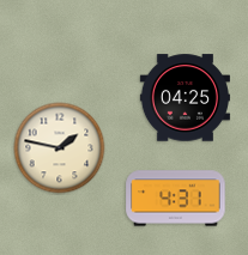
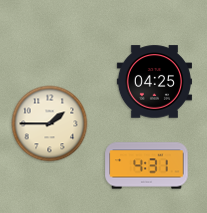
clock at (60, 148): 1:47 -> 1:45
